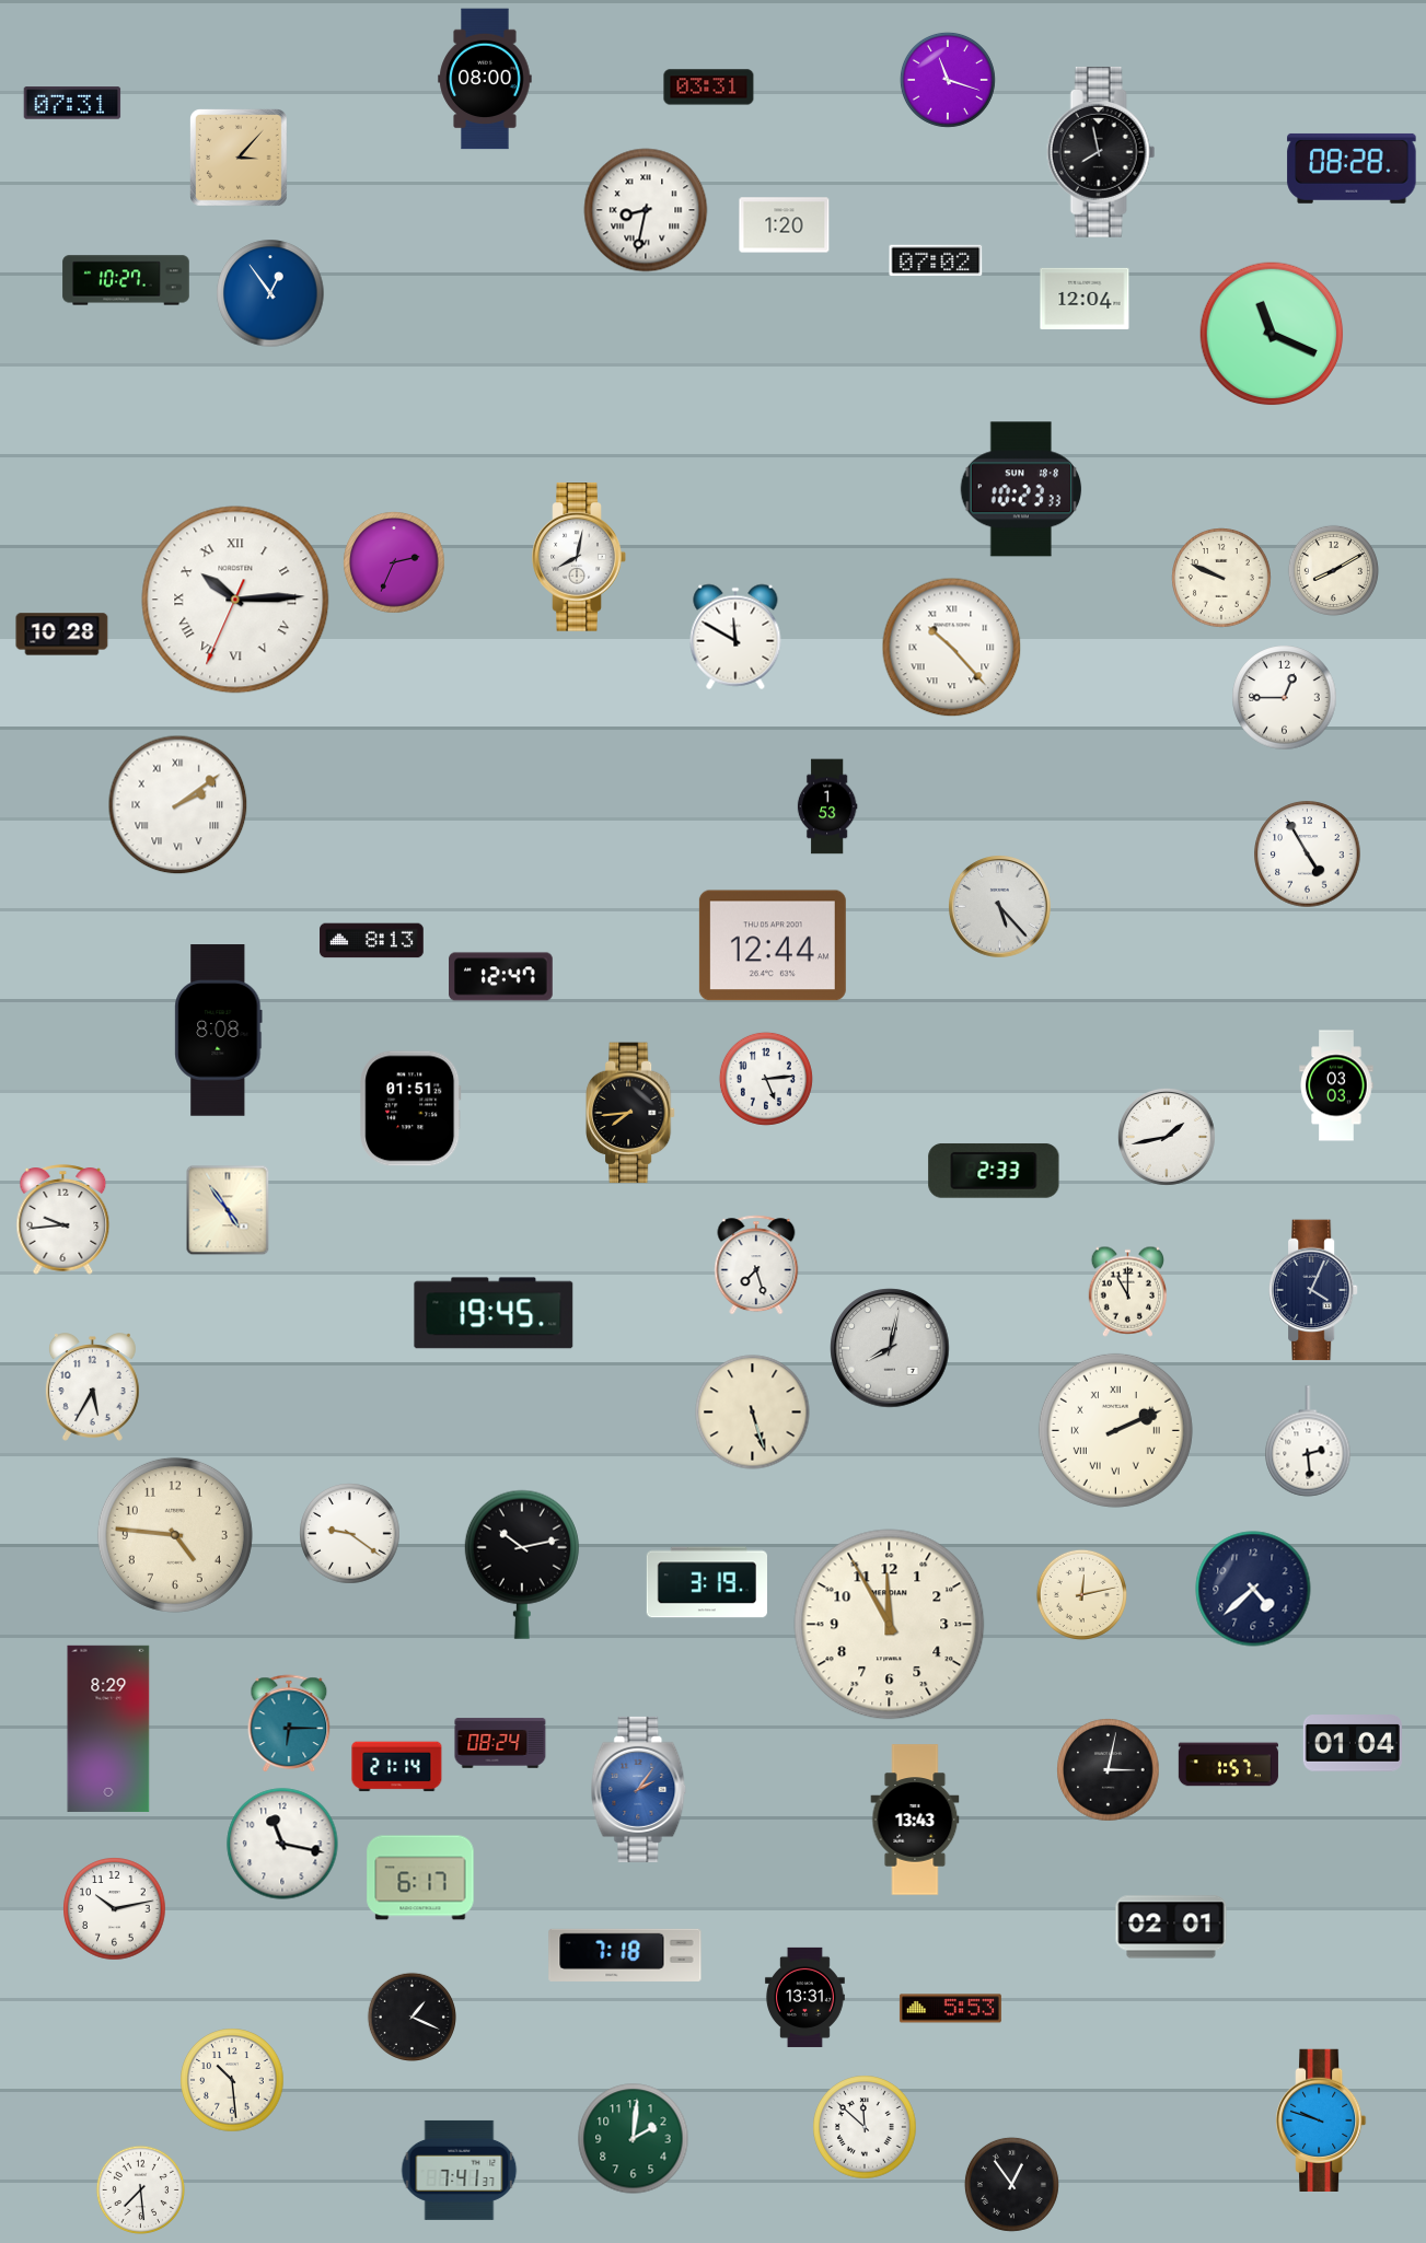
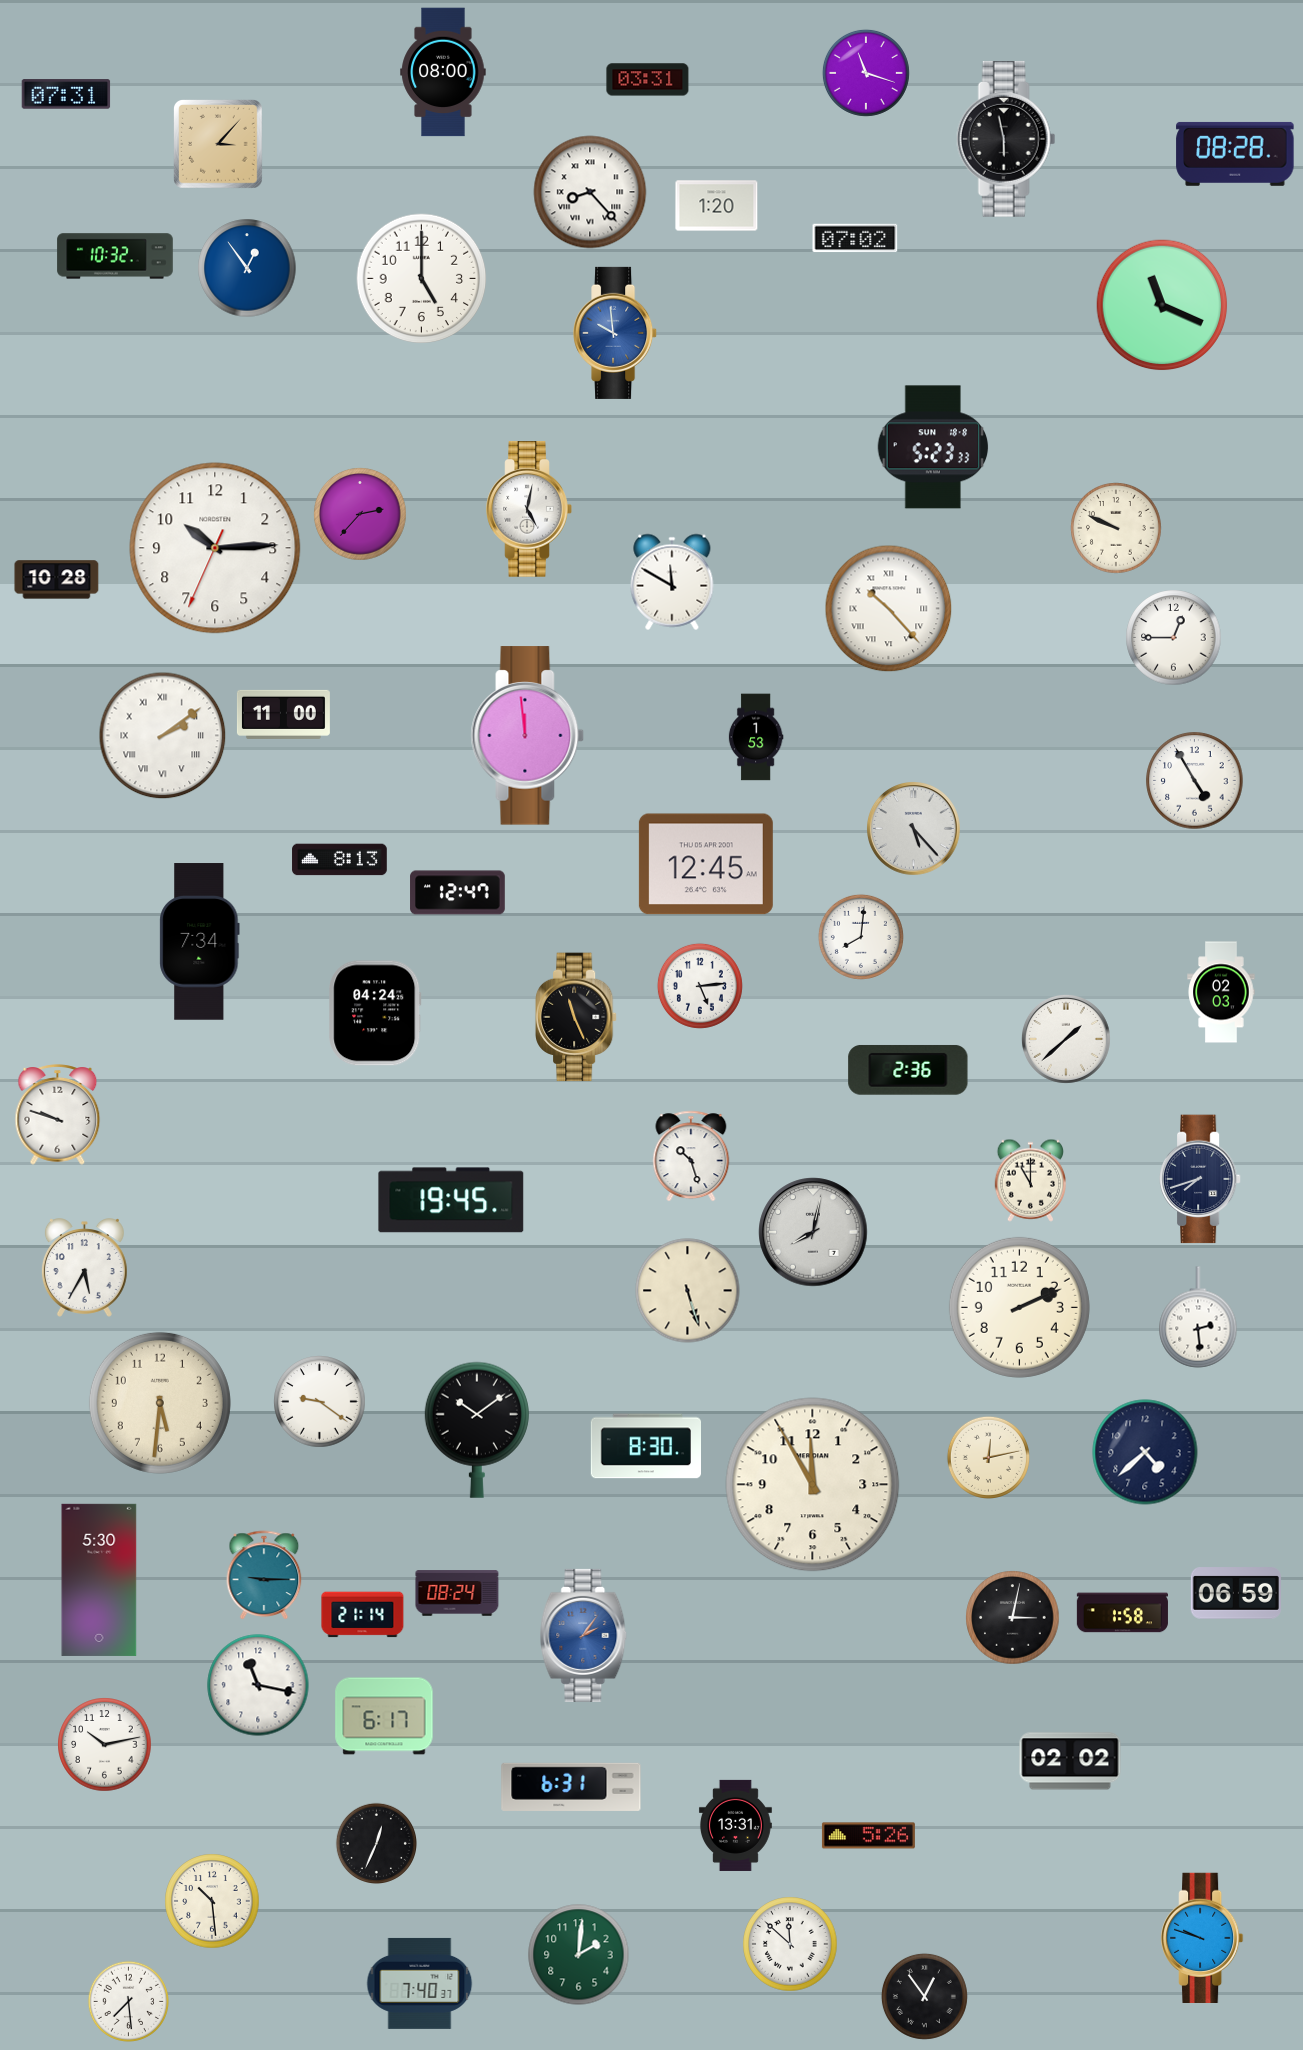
clock at (1101, 152): 7:58 -> 5:58
clock at (646, 210): 8:32 -> 8:23
clock at (126, 280): 10:27 -> 10:32
clock at (1085, 299): 12:04 -> none
clock at (422, 279): none -> 5:00
clock at (616, 333): none -> 9:59
clock at (1021, 489): 10:23 -> 5:23
clock at (579, 558): 8:02 -> 5:02
clock at (394, 562): 2:34 -> 2:37
clock at (1333, 570): 8:10 -> none
clock at (235, 600) numerals: Roman -> Arabic
clock at (952, 648) position: (952, 648) -> (889, 609)
clock at (283, 714): none -> 11:00
clock at (528, 736): none -> 11:59
clock at (773, 945): 12:44 -> 12:45
clock at (861, 937): none -> 8:01
clock at (219, 1031): 8:08 -> 7:34
clock at (1336, 1085): 03:03 -> 02:03
clock at (410, 1108): 01:51 -> 04:24
clock at (630, 1113): 7:44 -> 11:26
clock at (1167, 1137): 1:43 -> 1:38
clock at (994, 1171): 2:33 -> 2:36
clock at (228, 1210): 4:54 -> none
clock at (63, 1220): 9:44 -> 9:48
clock at (756, 1265): 7:27 -> 10:27
clock at (1313, 1290): 4:04 -> 7:42
clock at (1115, 1430) numerals: Roman -> Arabic
clock at (1308, 1441) position: (1308, 1441) -> (1198, 1317)
clock at (175, 1535): 4:46 -> 5:31
clock at (522, 1565): 10:13 -> 10:09
clock at (706, 1582): 3:19 -> 8:30
clock at (289, 1723): 6:15 -> 9:15
clock at (108, 1729): 8:29 -> 5:30
clock at (1353, 1743): 01:04 -> 06:59
clock at (1228, 1765): 1:57 -> 1:58
clock at (915, 1820): 13:43 -> none
clock at (1171, 1927): 02:01 -> 02:02
clock at (625, 1955): 7:18 -> 6:31
clock at (950, 2009): 5:53 -> 5:26
clock at (411, 2017): 1:19 -> 12:34
clock at (1322, 2119) position: (1322, 2119) -> (1203, 1937)
clock at (460, 2170): 7:41 -> 7:40
